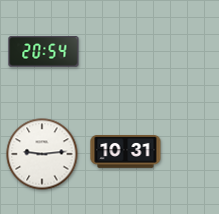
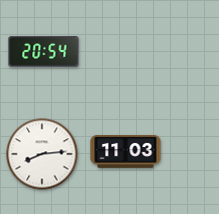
clock at (126, 152): 10:31 -> 11:03
clock at (42, 154): 9:14 -> 8:14
